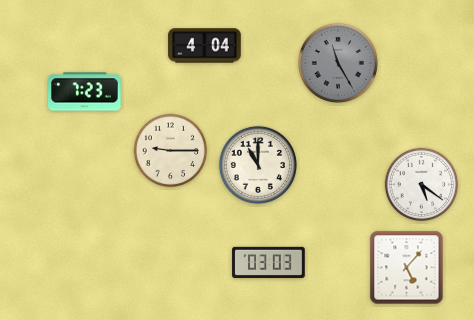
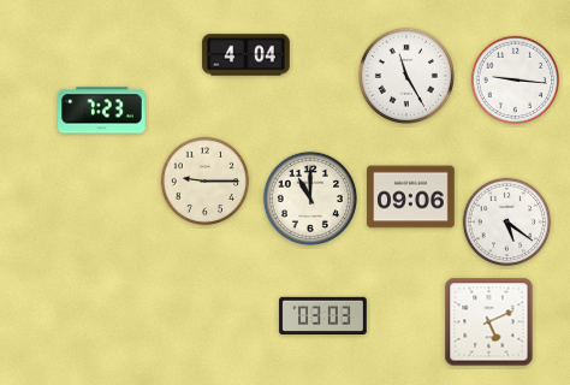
clock at (338, 63) dial: grey -> white
clock at (516, 81): none -> 9:16
clock at (411, 197): none -> 09:06
clock at (407, 268): 5:07 -> 5:11
